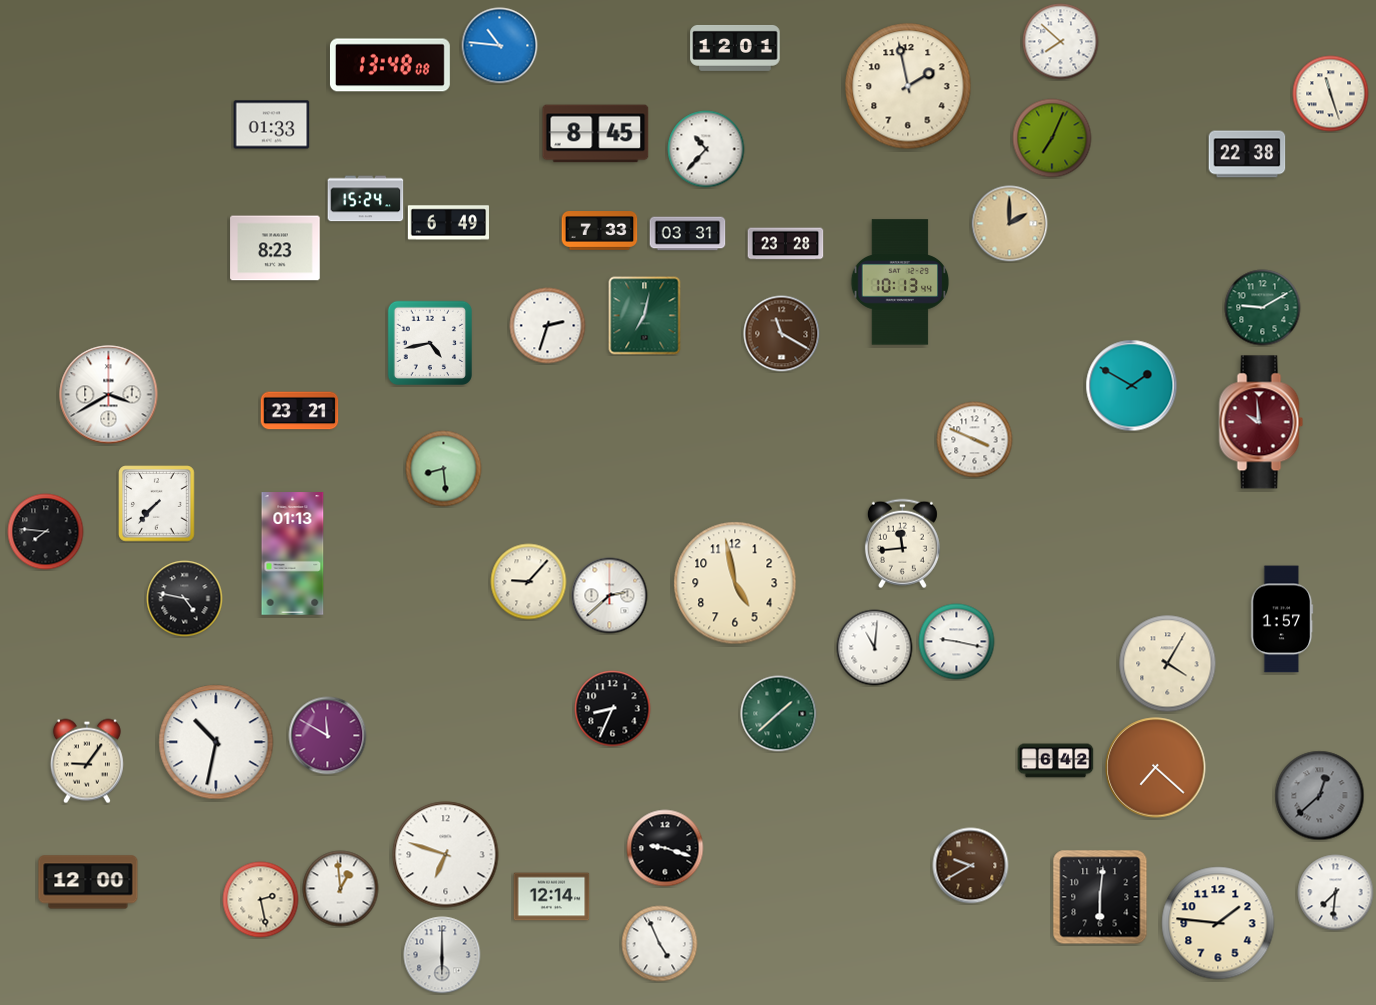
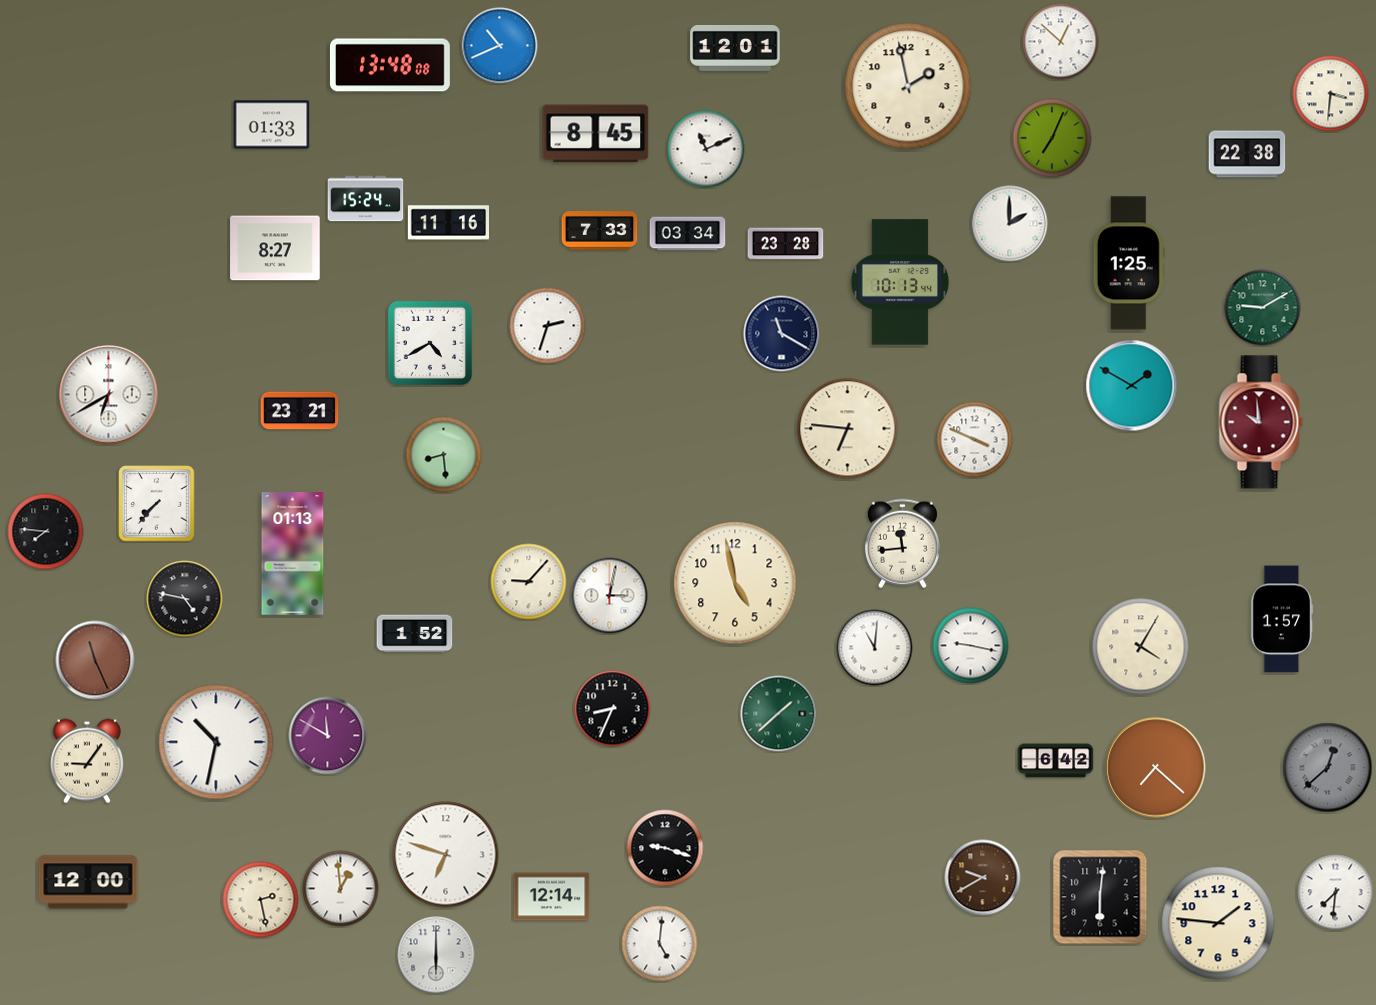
clock at (1061, 42): 7:52 -> 12:52
clock at (500, 46): 10:46 -> 10:41
clock at (1331, 94): 11:27 -> 3:31
clock at (706, 149): 10:37 -> 11:11
clock at (448, 223): 6:49 -> 11:16
clock at (1010, 224) dial: champagne -> white
clock at (688, 234): 03:31 -> 03:34
clock at (275, 248): 8:23 -> 8:27
clock at (1129, 263): none -> 1:25
clock at (645, 316): 7:02 -> none
clock at (782, 334) dial: brown -> navy
clock at (429, 342): 4:43 -> 4:40
clock at (109, 395): 3:40 -> 6:40
clock at (848, 429): none -> 6:46
clock at (444, 469) position: (444, 469) -> (444, 455)
clock at (610, 596): 2:38 -> 3:02
clock at (415, 634): none -> 1:52
clock at (957, 642) position: (957, 642) -> (971, 646)
clock at (95, 660): none -> 11:26
clock at (1168, 664) position: (1168, 664) -> (1141, 647)
clock at (1320, 796) position: (1320, 796) -> (1328, 768)
clock at (971, 866) position: (971, 866) -> (983, 878)
clock at (660, 944): 4:56 -> 5:01
clock at (442, 955) position: (442, 955) -> (436, 955)
